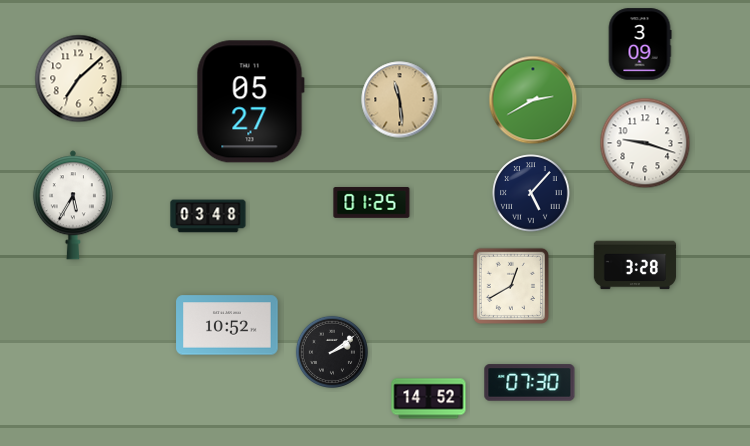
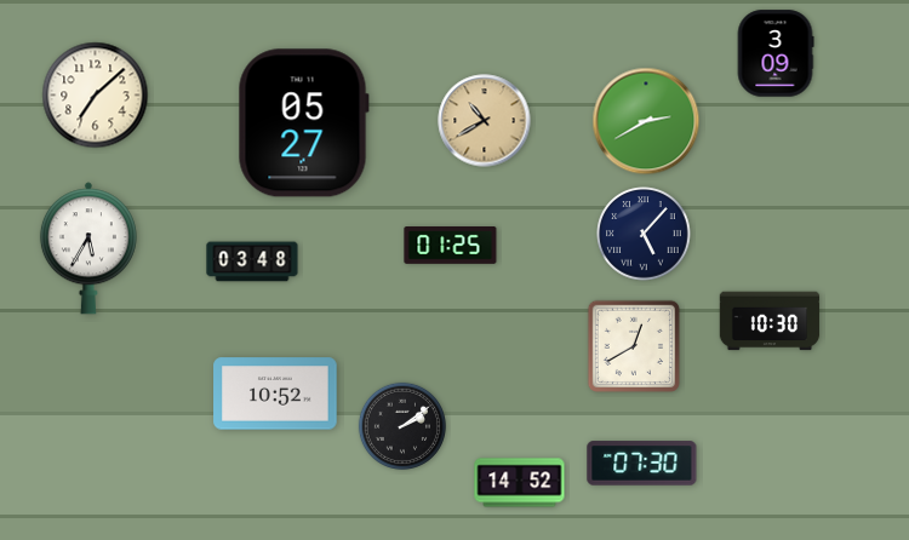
clock at (400, 100): 11:29 -> 10:40
clock at (645, 143): 9:18 -> none
clock at (635, 265): 3:28 -> 10:30
clock at (511, 286) position: (511, 286) -> (634, 346)
